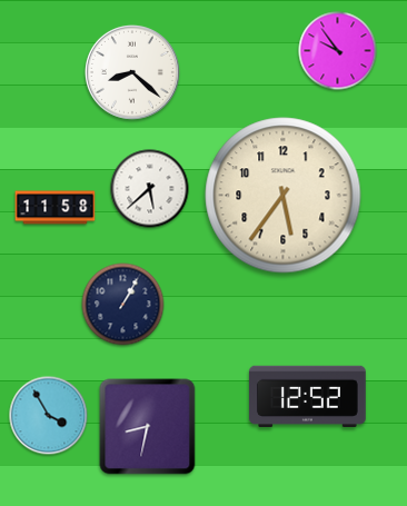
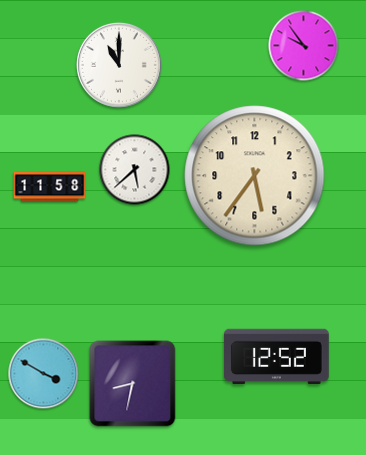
clock at (132, 72): 8:22 -> 11:00
clock at (123, 305): 1:05 -> none
clock at (49, 416): 3:55 -> 3:50
